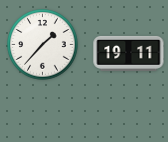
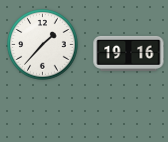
clock at (129, 53): 19:11 -> 19:16
